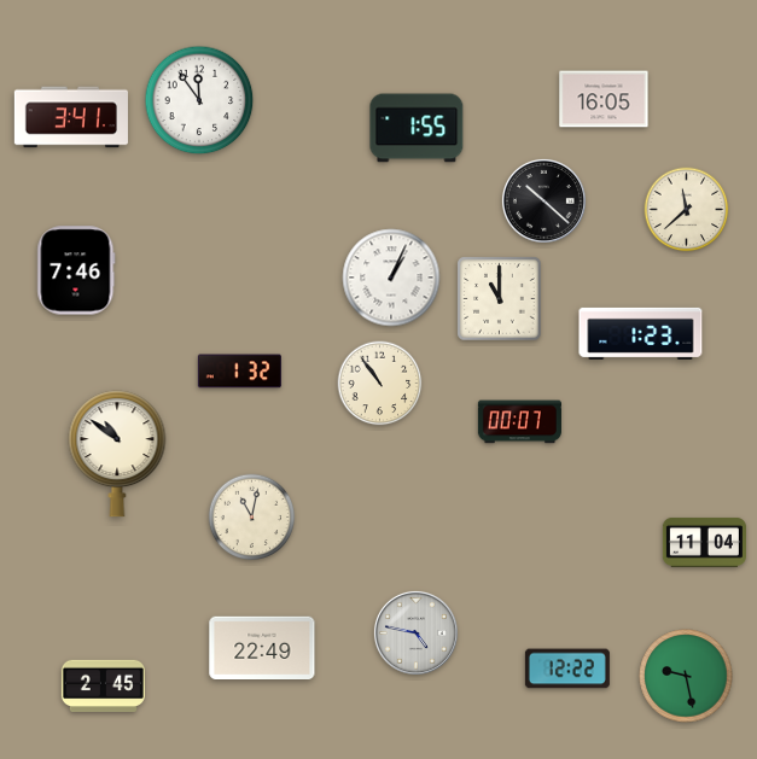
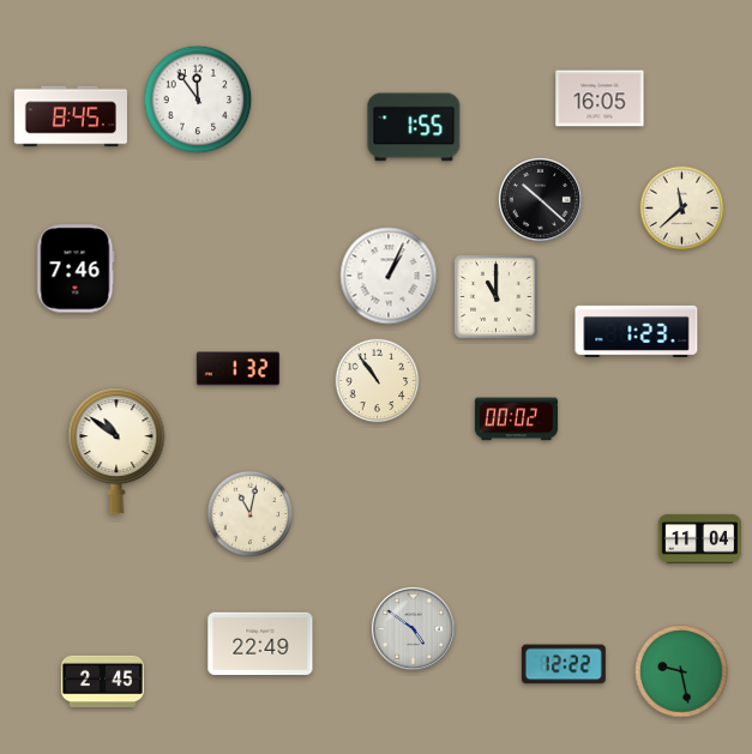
clock at (71, 117): 3:41 -> 8:45
clock at (519, 422): 00:07 -> 00:02
clock at (415, 632): 4:47 -> 4:51
